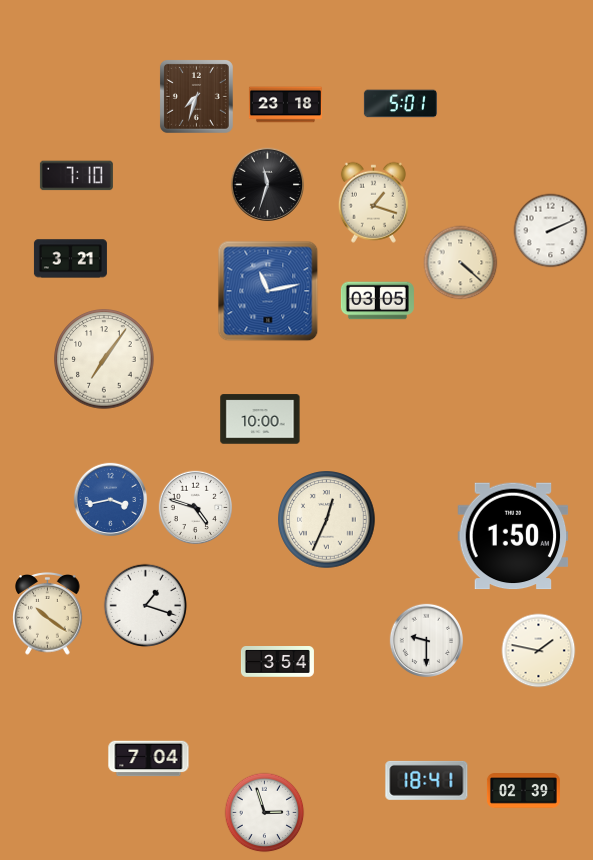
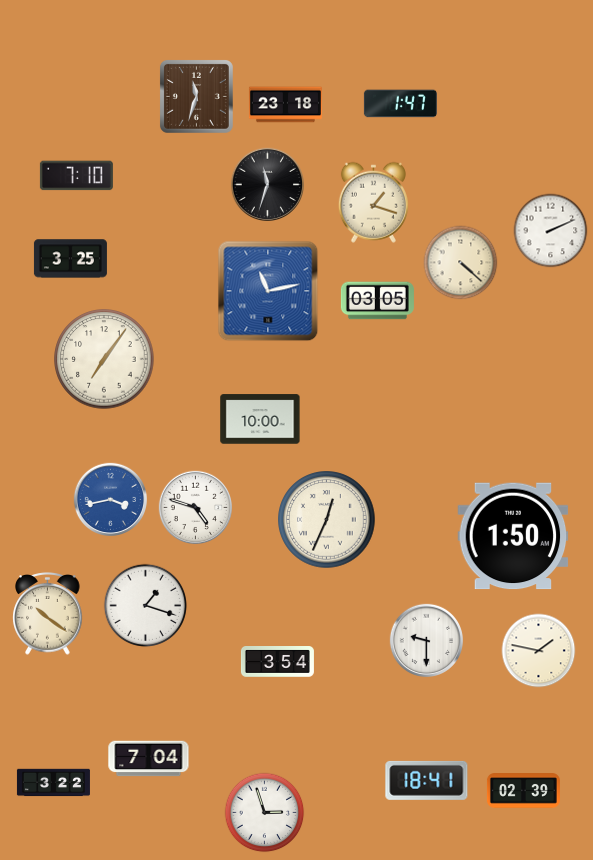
clock at (196, 96): 7:33 -> 11:33
clock at (400, 104): 5:01 -> 1:47
clock at (70, 259): 3:21 -> 3:25
clock at (53, 783): none -> 3:22
